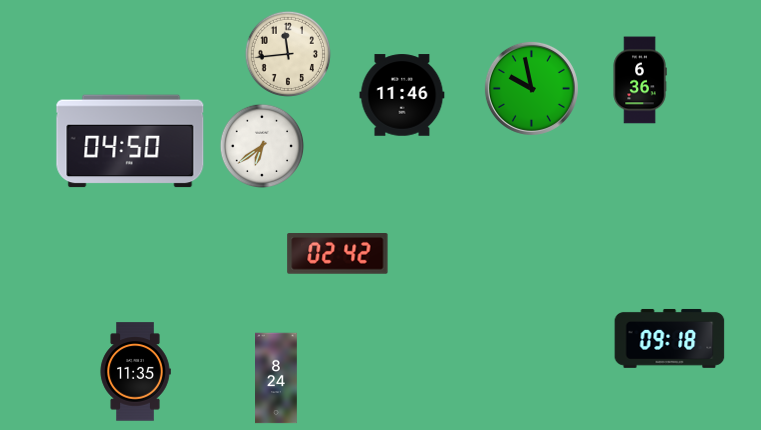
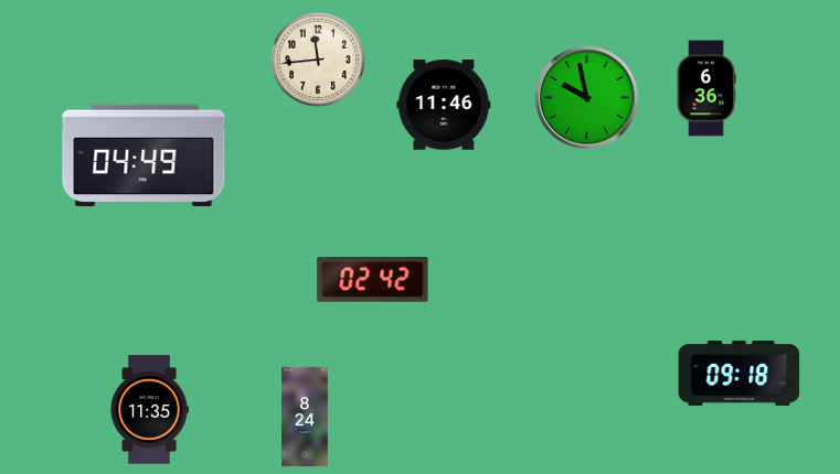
clock at (130, 141): 04:50 -> 04:49
clock at (262, 146): 6:39 -> none
